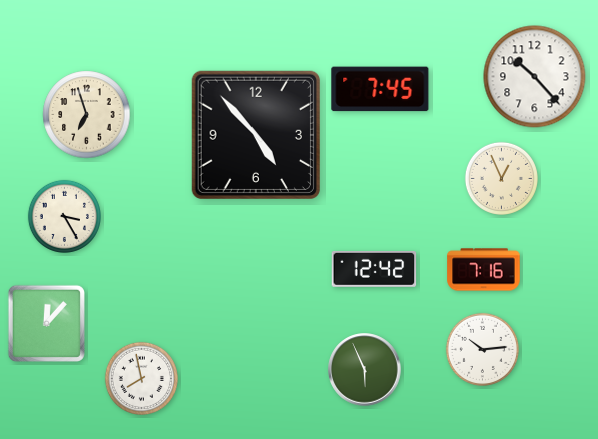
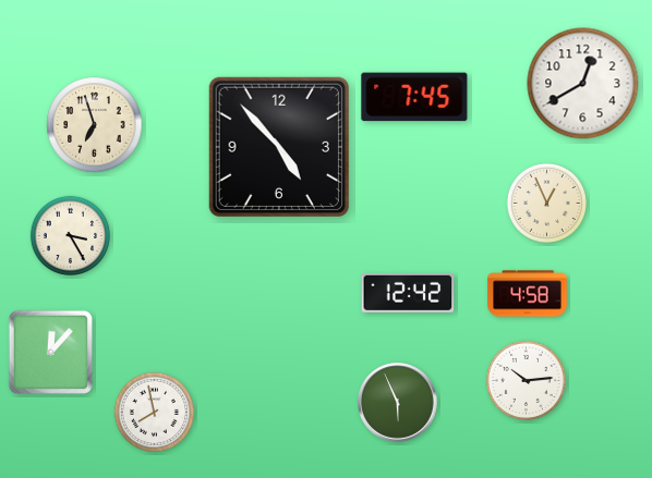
clock at (535, 77): 10:23 -> 12:40
clock at (501, 178) position: (501, 178) -> (546, 203)
clock at (484, 270): 7:16 -> 4:58
